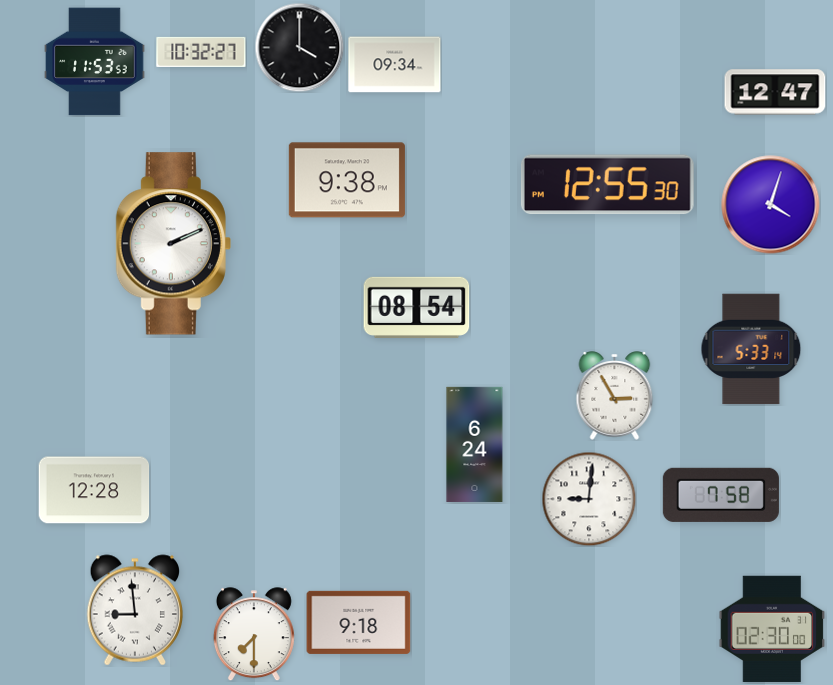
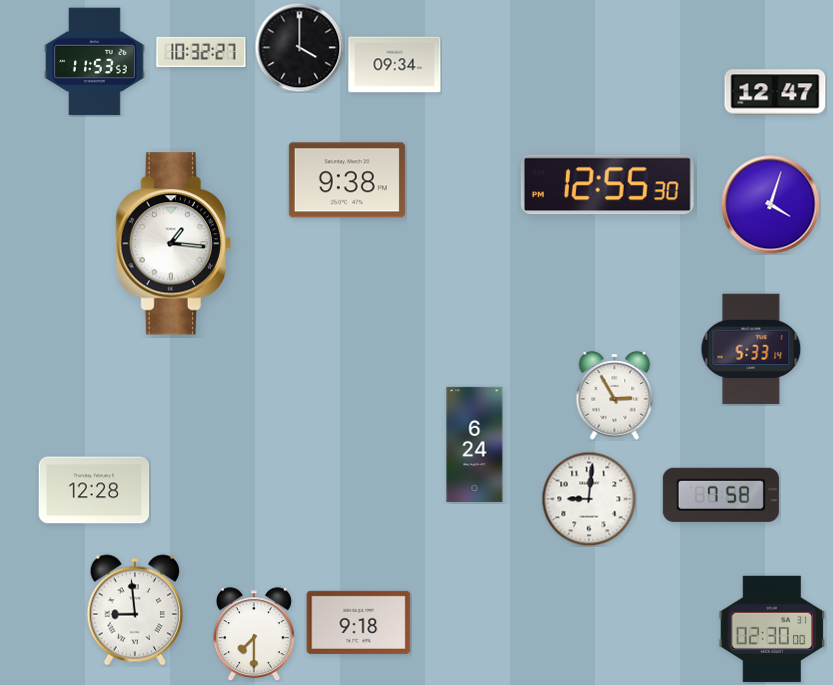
clock at (173, 244): 2:11 -> 1:16
clock at (417, 307): 08:54 -> none
